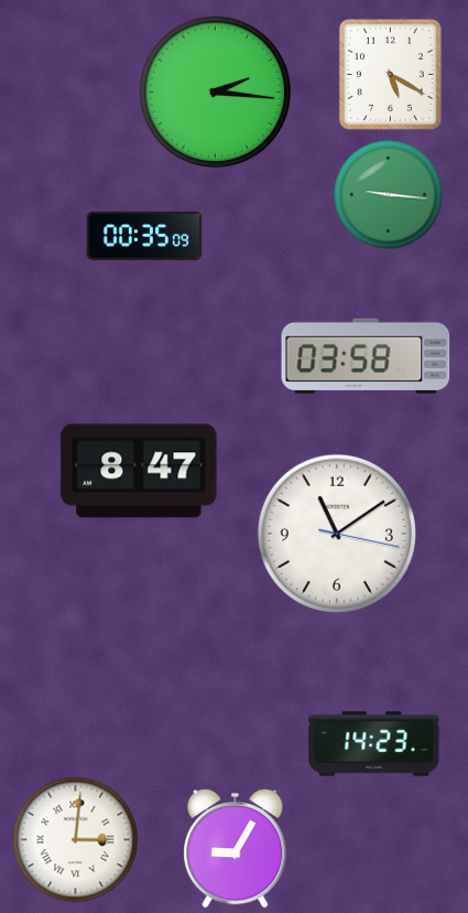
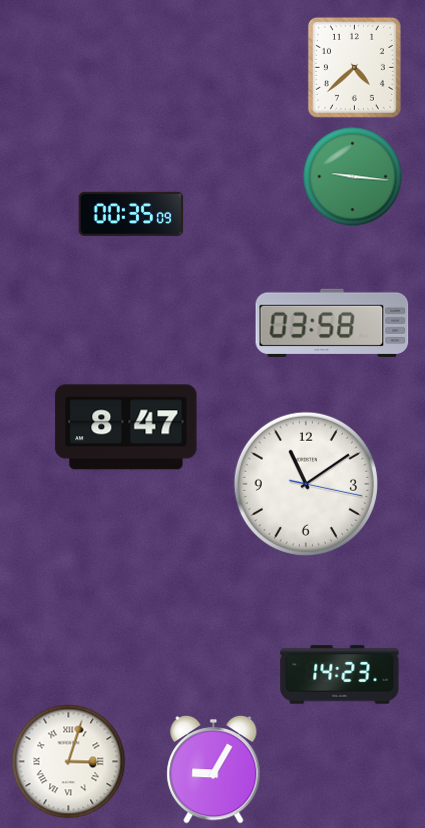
clock at (390, 74): 5:20 -> 4:38
clock at (216, 93): 2:16 -> none
clock at (76, 840): 3:01 -> 3:03
